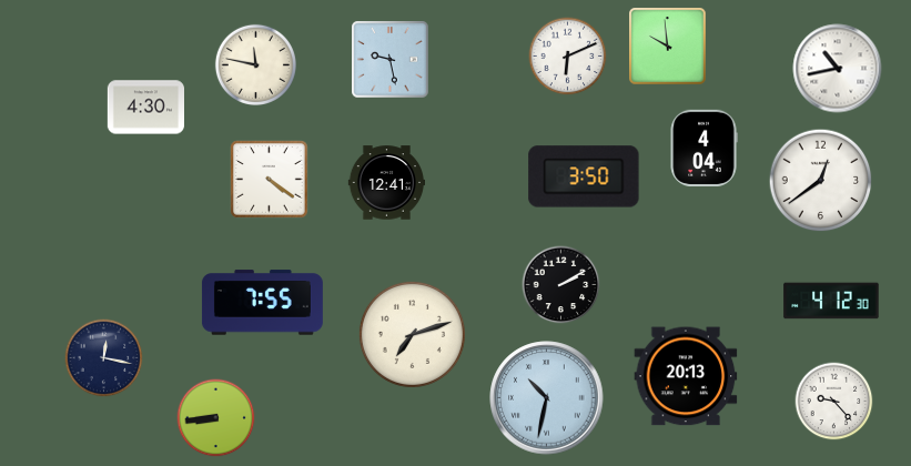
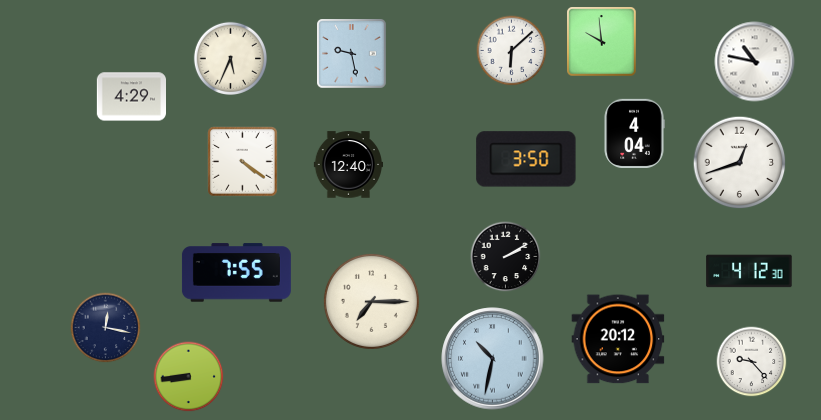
clock at (568, 57): 6:11 -> 6:08
clock at (255, 64): 11:47 -> 5:34
clock at (838, 69): 10:43 -> 10:47
clock at (145, 108): 4:30 -> 4:29
clock at (821, 181): 12:39 -> 12:42
clock at (386, 183): 12:41 -> 12:40
clock at (412, 334): 7:12 -> 7:15
clock at (104, 358) position: (104, 358) -> (106, 328)
clock at (686, 376): 20:13 -> 20:12
clock at (216, 418) position: (216, 418) -> (189, 377)
